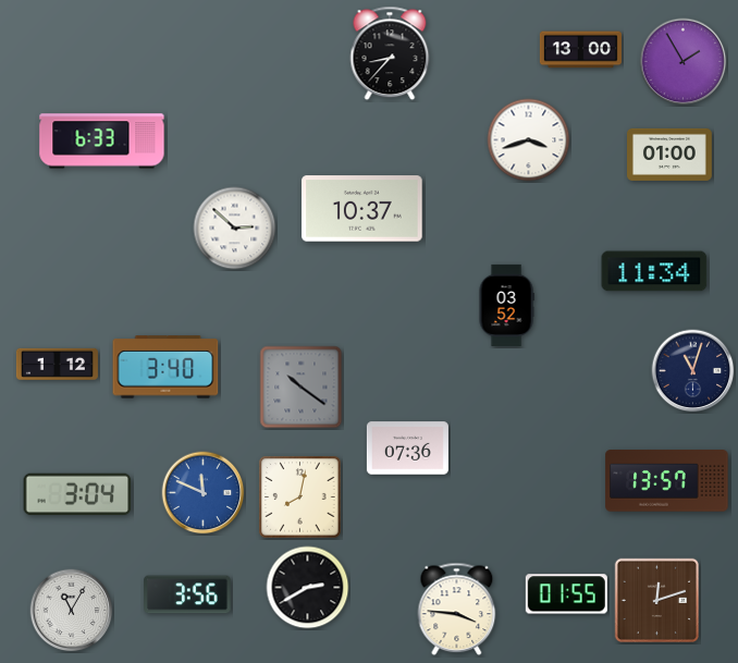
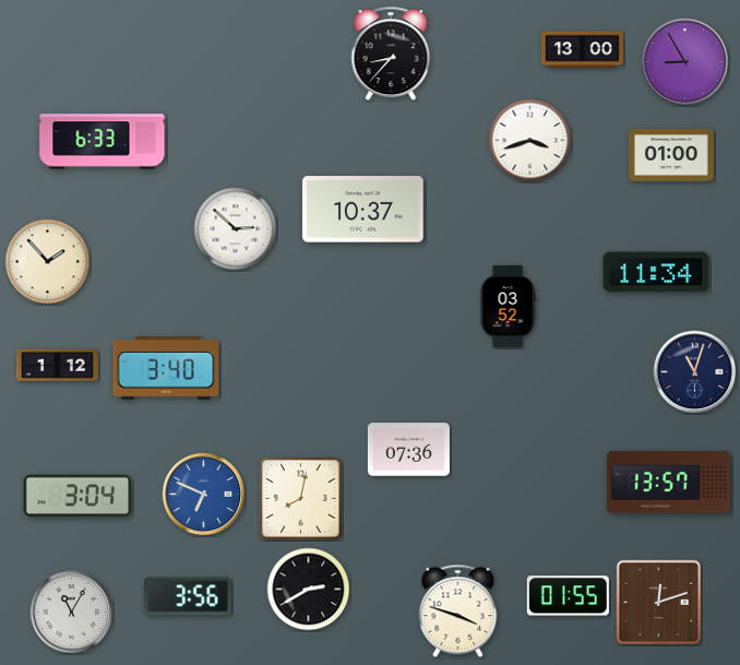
clock at (684, 62): 1:55 -> 8:55
clock at (48, 262): none -> 1:53
clock at (302, 388): 10:21 -> none
clock at (204, 493): 11:49 -> 6:49
clock at (457, 610): 3:46 -> 3:48
